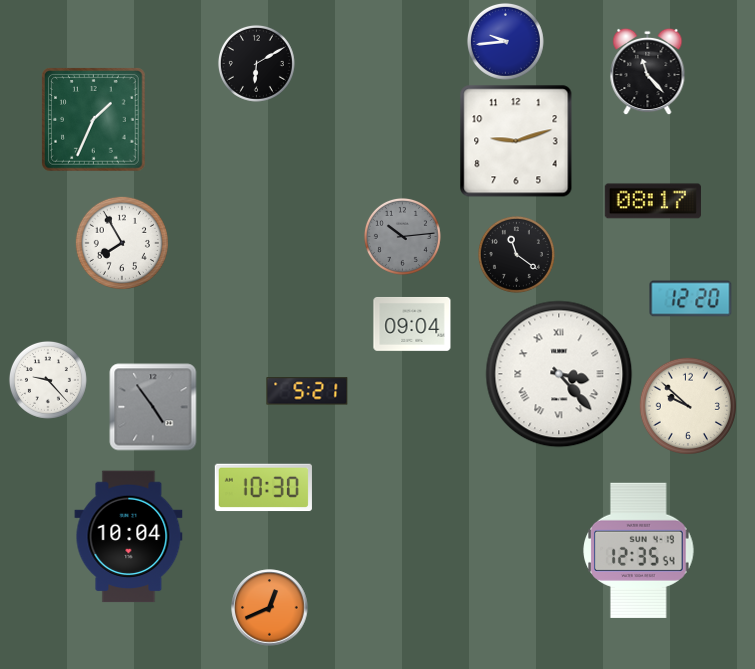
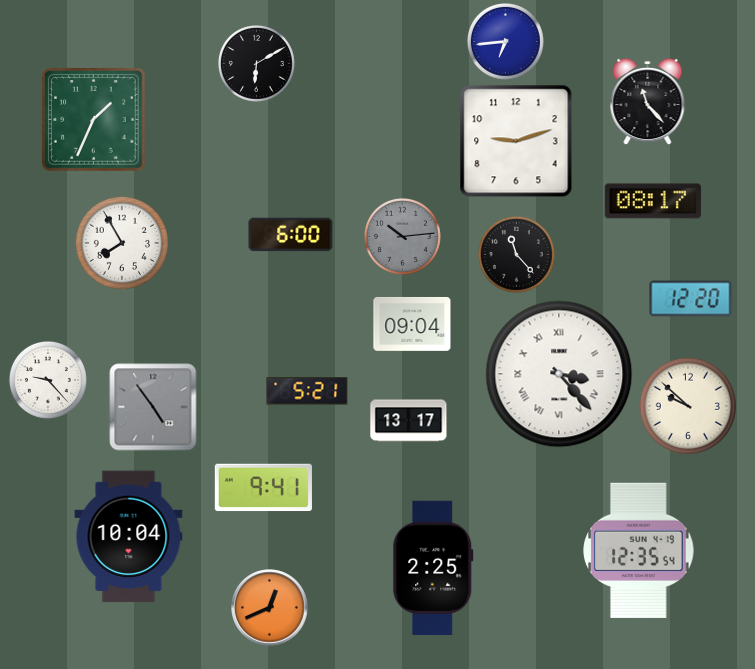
clock at (505, 41): 9:44 -> 6:44
clock at (648, 71) position: (648, 71) -> (648, 101)
clock at (291, 235): none -> 6:00
clock at (516, 254): 11:21 -> 11:23
clock at (409, 421): none -> 13:17
clock at (263, 488): 10:30 -> 9:41
clock at (433, 568): none -> 2:25
